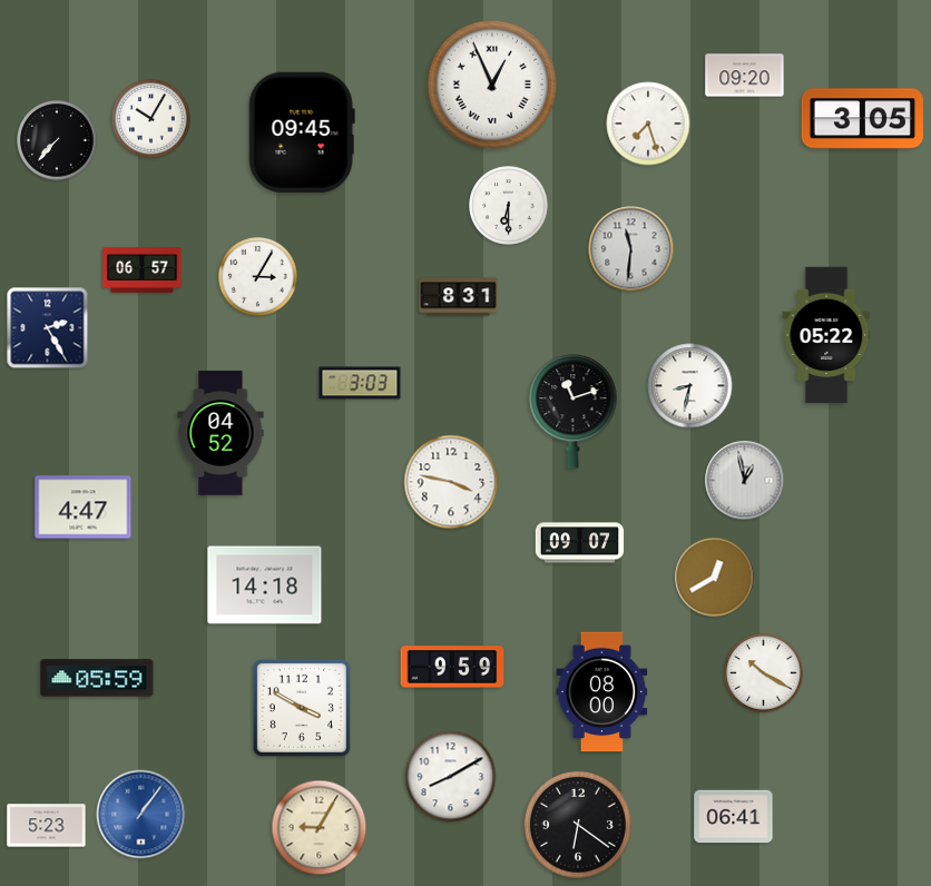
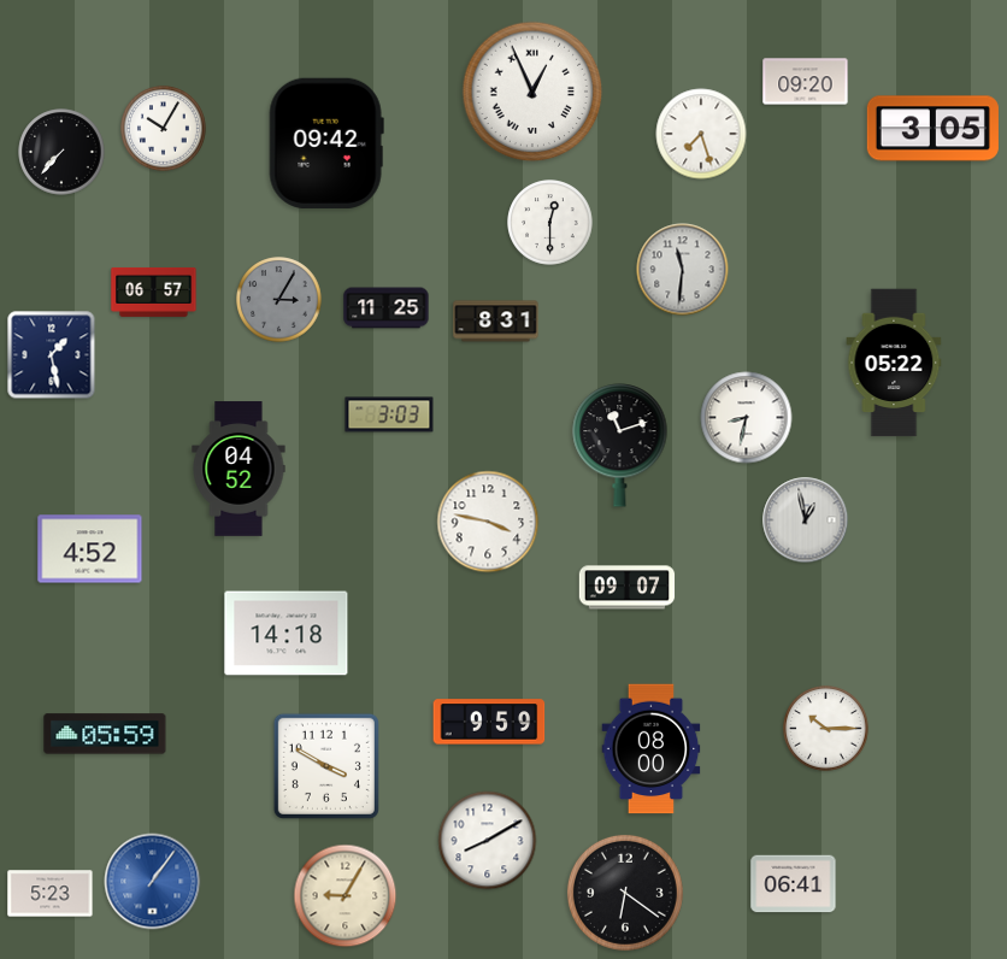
clock at (302, 132): 09:45 -> 09:42
clock at (509, 206): 6:30 -> 12:30
clock at (258, 277) dial: white -> grey
clock at (387, 308): none -> 11:25
clock at (48, 328): 2:25 -> 1:28
clock at (84, 508): 4:47 -> 4:52
clock at (715, 578): 12:40 -> none
clock at (764, 673): 10:20 -> 10:15
